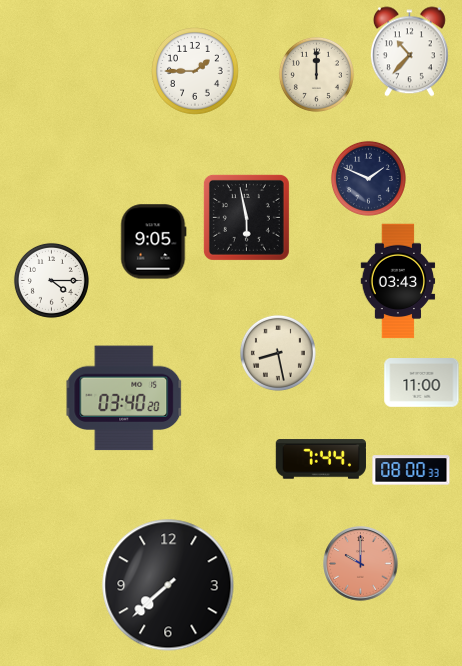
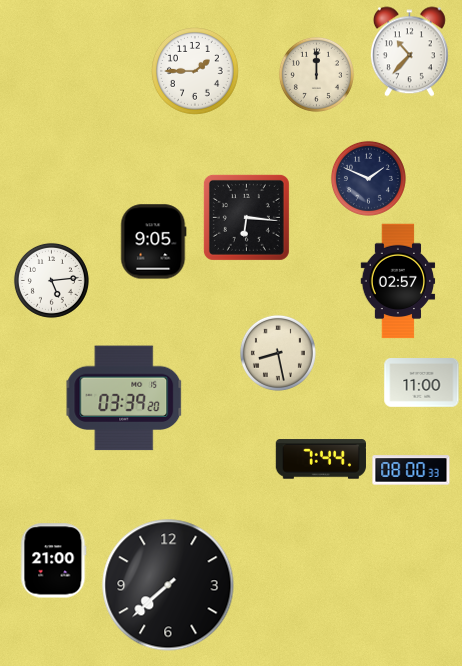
clock at (246, 217): 5:58 -> 6:16
clock at (51, 280): 4:15 -> 5:14
clock at (398, 281): 03:43 -> 02:57
clock at (124, 398): 03:40 -> 03:39
clock at (54, 561): none -> 21:00
clock at (361, 564): 10:00 -> none
